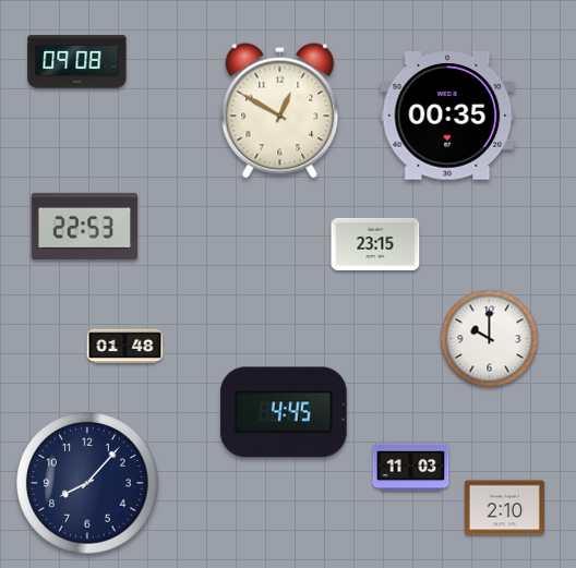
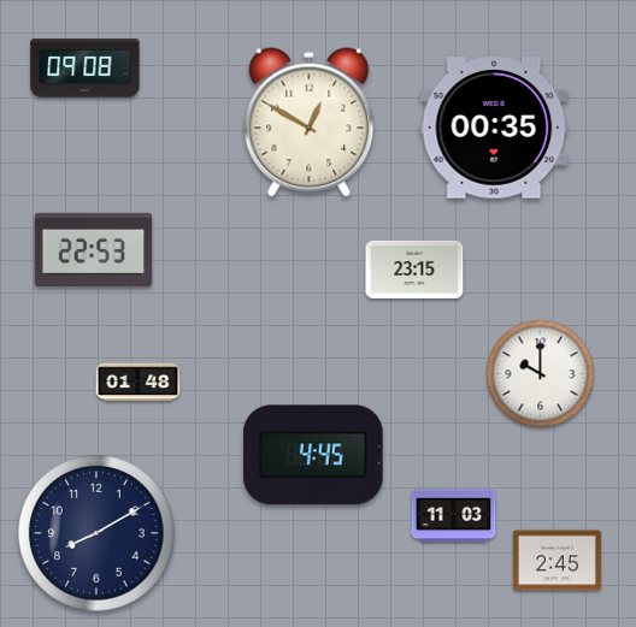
clock at (87, 483): 8:07 -> 8:10
clock at (504, 508): 2:10 -> 2:45
